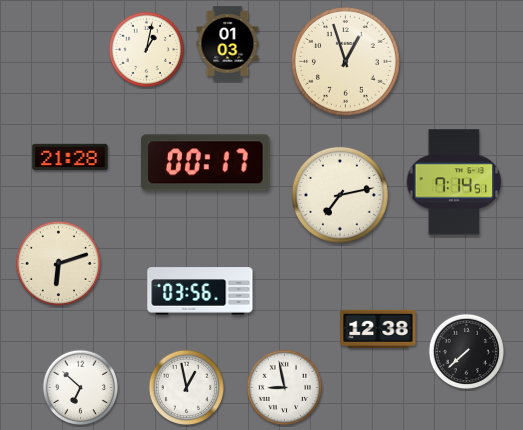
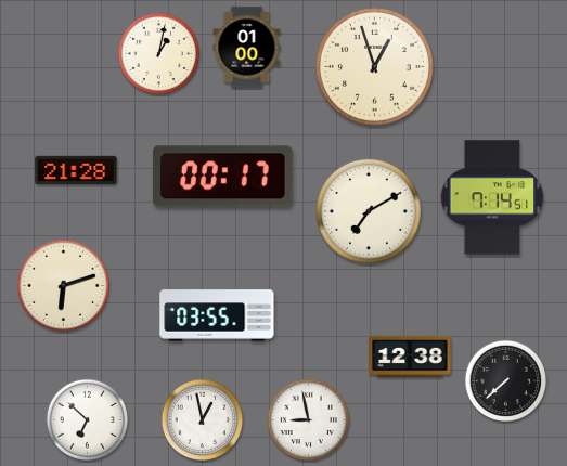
clock at (228, 44): 01:03 -> 01:00
clock at (340, 195): 7:13 -> 7:10
clock at (200, 291): 03:56 -> 03:55
